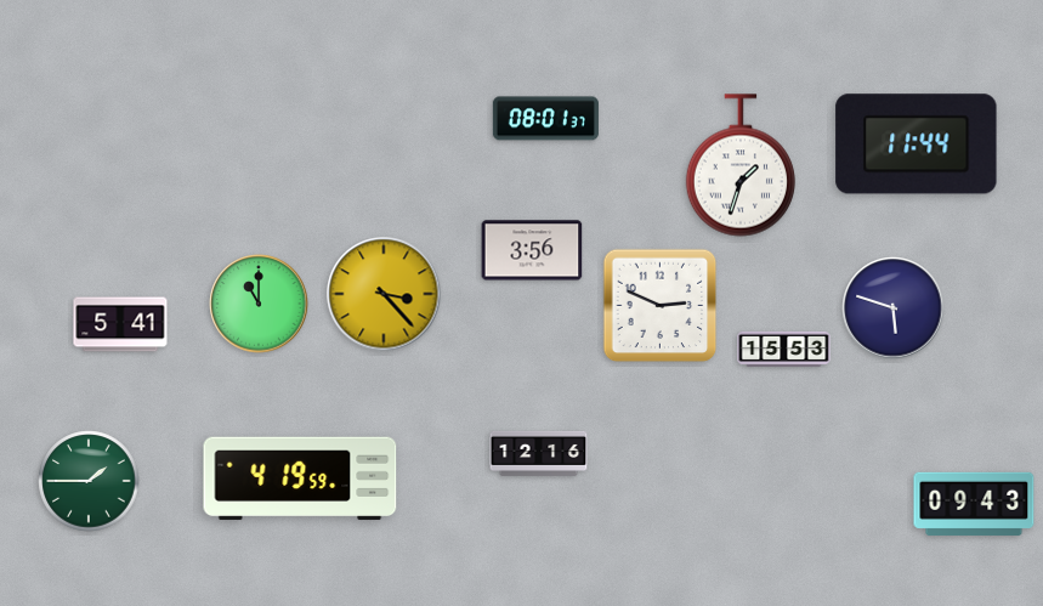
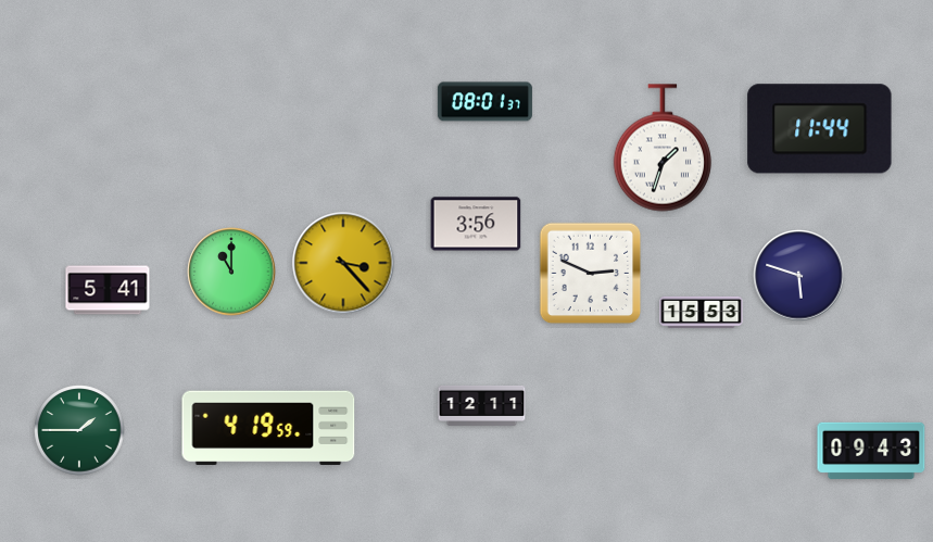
clock at (545, 119) position: (545, 119) -> (484, 102)
clock at (539, 453): 12:16 -> 12:11
